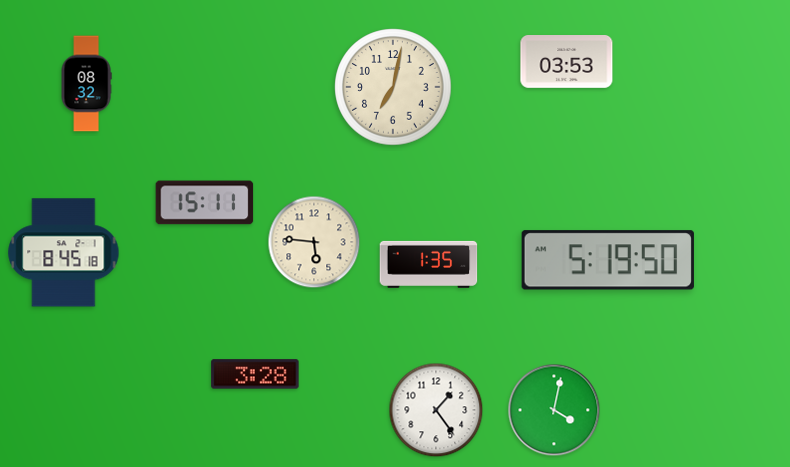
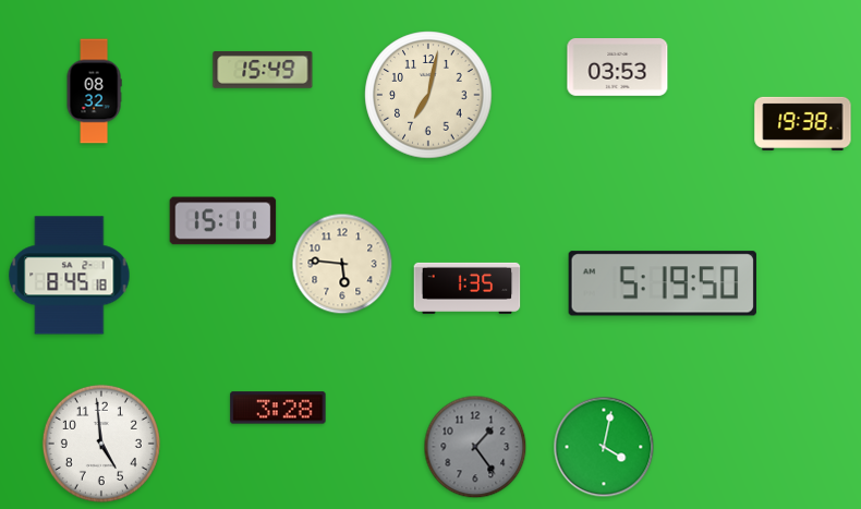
clock at (263, 71): none -> 15:49
clock at (803, 123): none -> 19:38
clock at (101, 444): none -> 4:59
clock at (436, 410) dial: white -> grey
